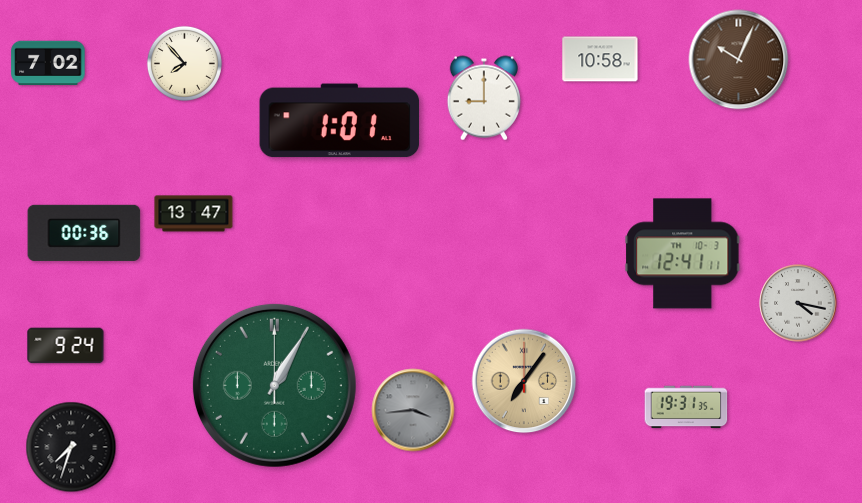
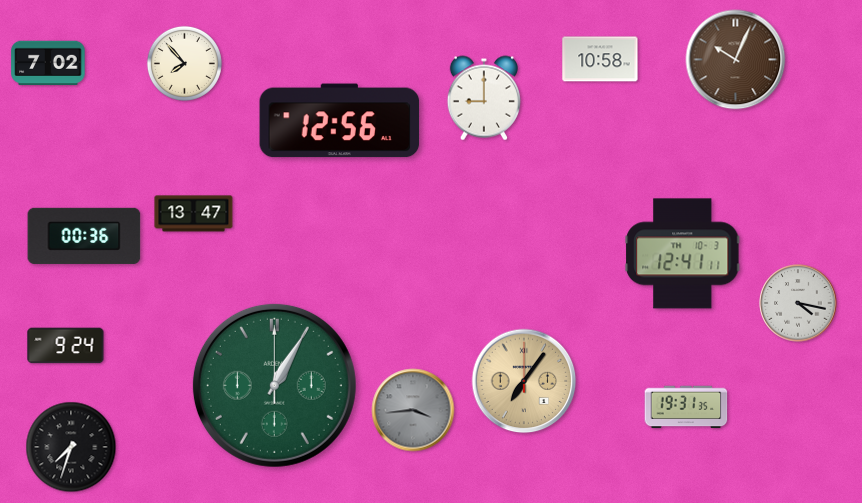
clock at (739, 60) position: (739, 60) -> (736, 60)
clock at (340, 121): 1:01 -> 12:56
clock at (84, 233) position: (84, 233) -> (84, 236)
